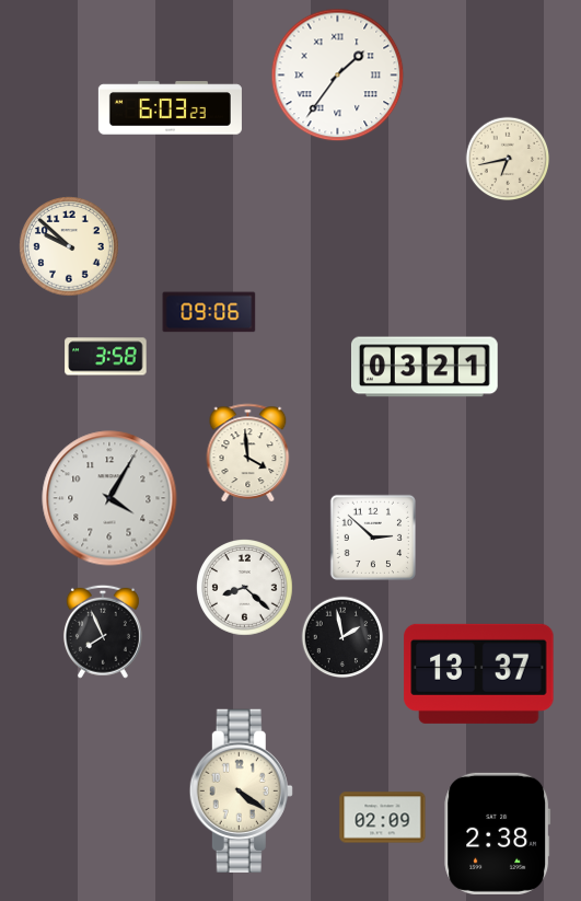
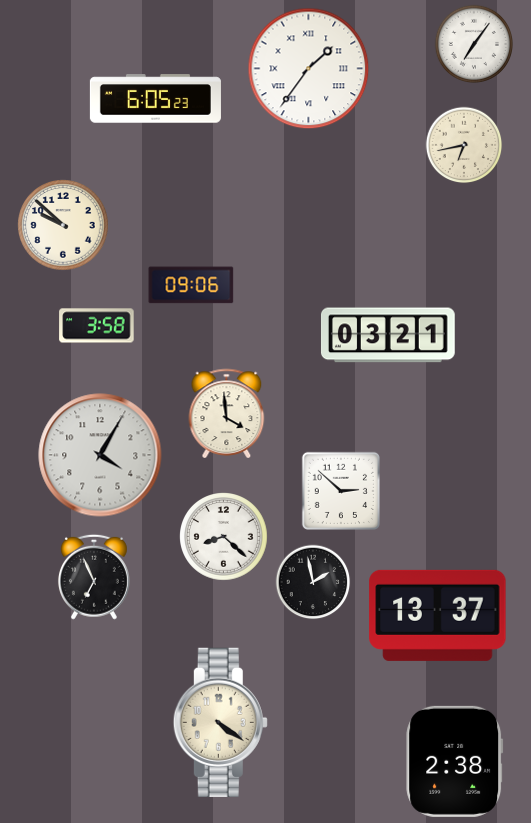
clock at (473, 43): none -> 7:06
clock at (170, 108): 6:03 -> 6:05
clock at (103, 632): 7:56 -> 6:56
clock at (383, 818): 02:09 -> none
